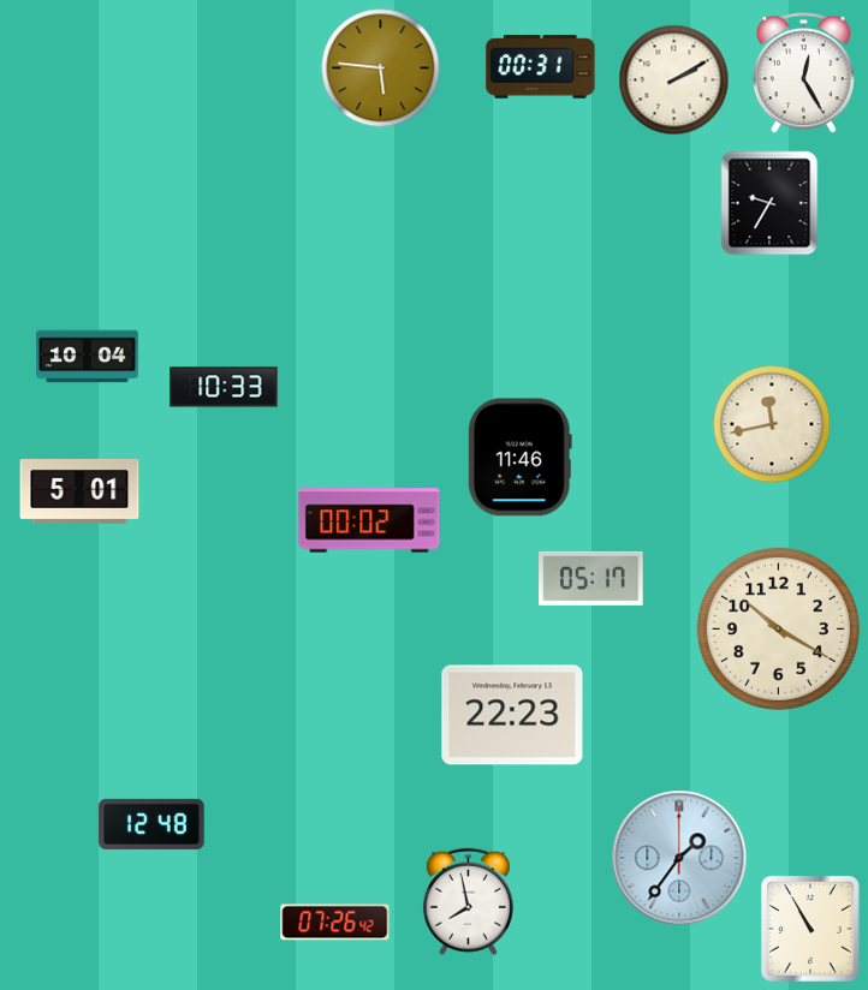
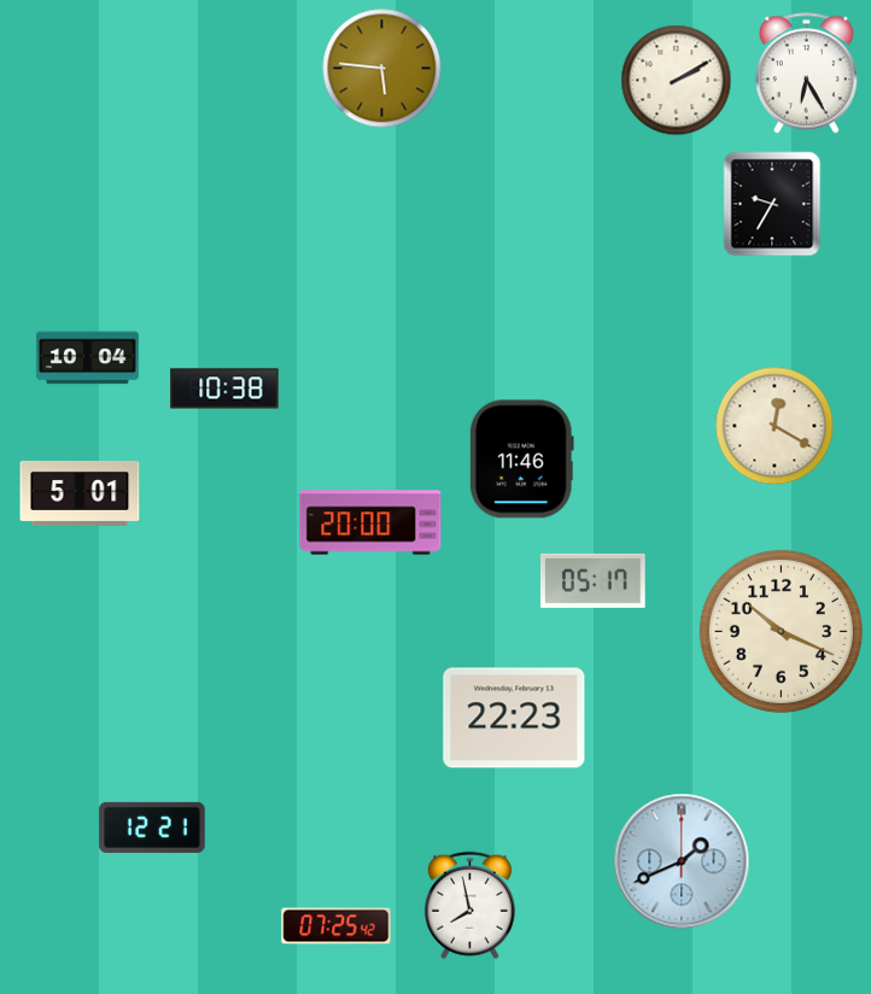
clock at (541, 67): 00:31 -> none
clock at (803, 73): 12:25 -> 6:25
clock at (224, 387): 10:33 -> 10:38
clock at (772, 424): 11:43 -> 12:20
clock at (369, 520): 00:02 -> 20:00
clock at (778, 628): 10:20 -> 10:19
clock at (151, 824): 12:48 -> 12:21
clock at (679, 858): 1:36 -> 1:41
clock at (335, 923): 07:26 -> 07:25
clock at (810, 929): 10:55 -> none
